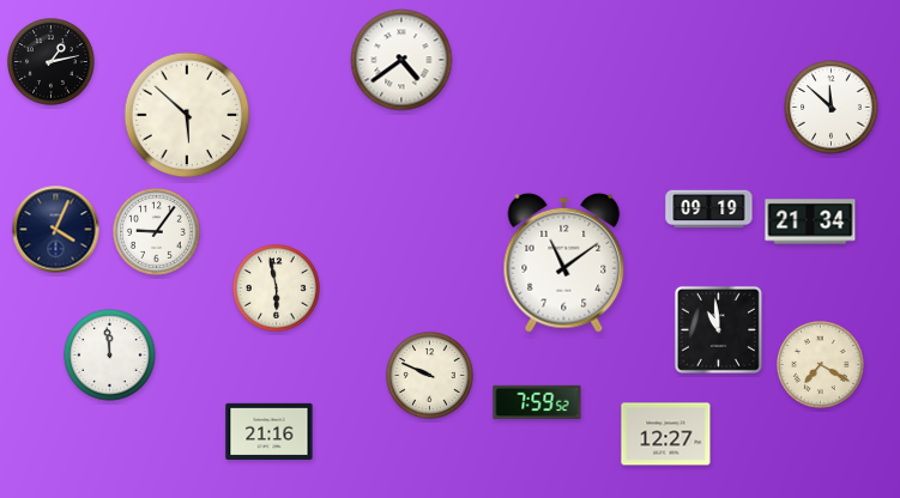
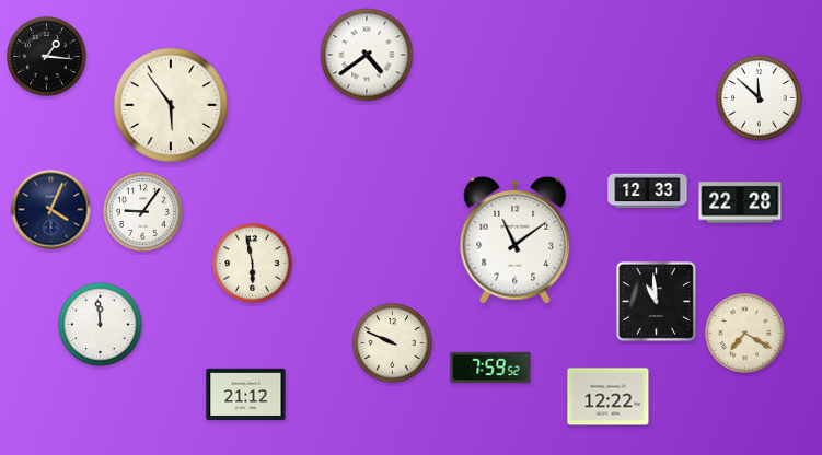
clock at (52, 62): 1:13 -> 1:16
clock at (187, 115): 5:52 -> 5:54
clock at (709, 209): 09:19 -> 12:33
clock at (810, 221): 21:34 -> 22:28
clock at (821, 365) position: (821, 365) -> (745, 334)
clock at (270, 431): 21:16 -> 21:12
clock at (666, 435): 12:27 -> 12:22
